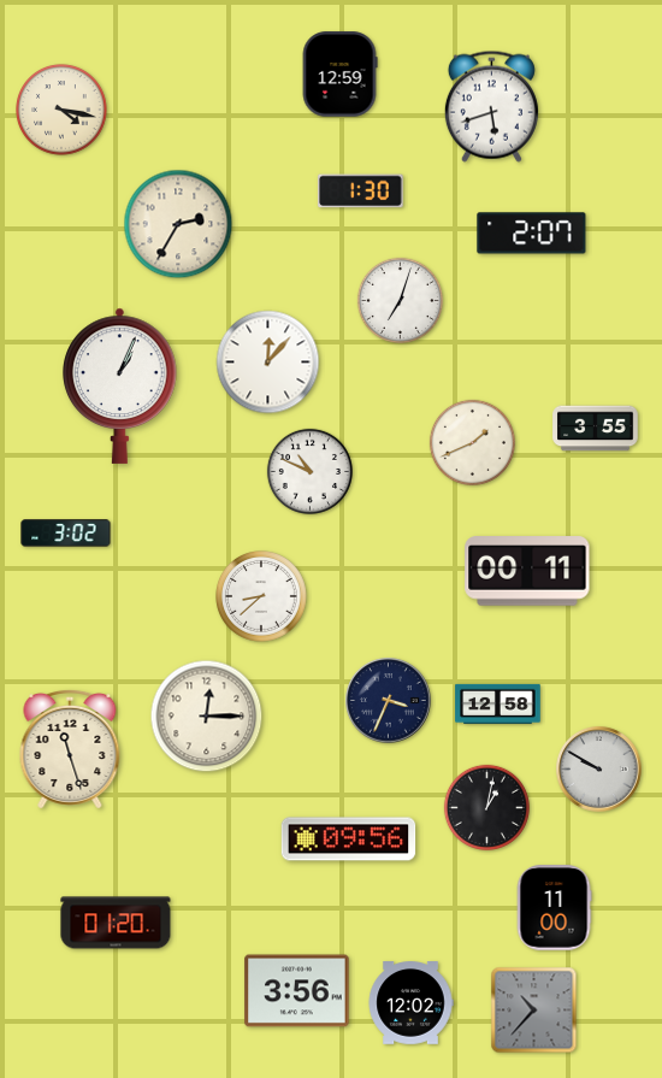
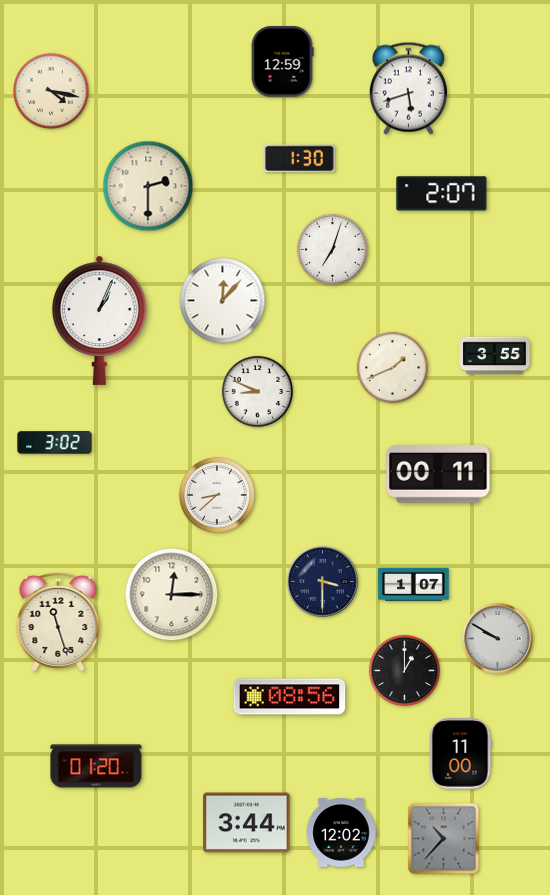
clock at (178, 224): 2:35 -> 2:30
clock at (309, 471): 10:49 -> 8:49
clock at (389, 701): 3:34 -> 3:30
clock at (498, 703): 12:58 -> 1:07
clock at (486, 807): 1:02 -> 1:00
clock at (349, 840): 09:56 -> 08:56
clock at (297, 991): 3:56 -> 3:44
